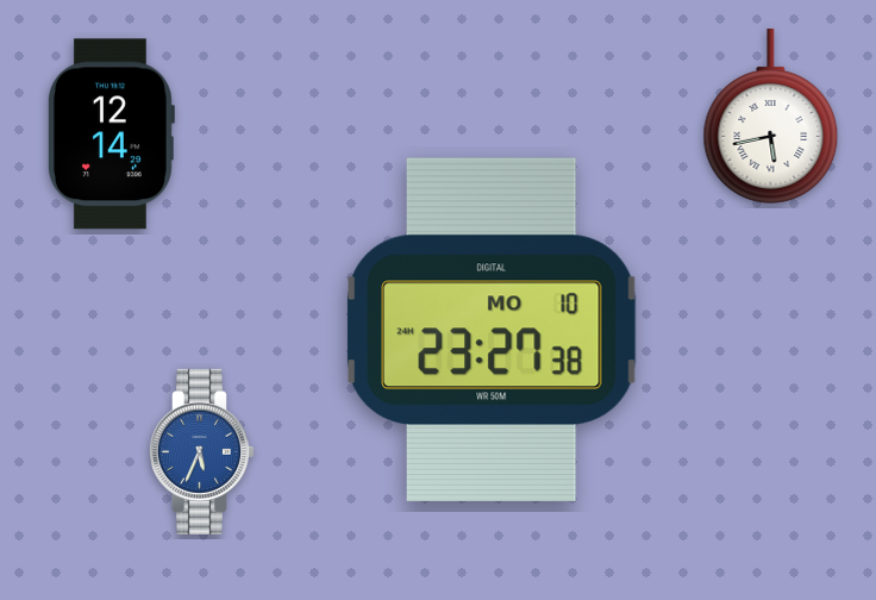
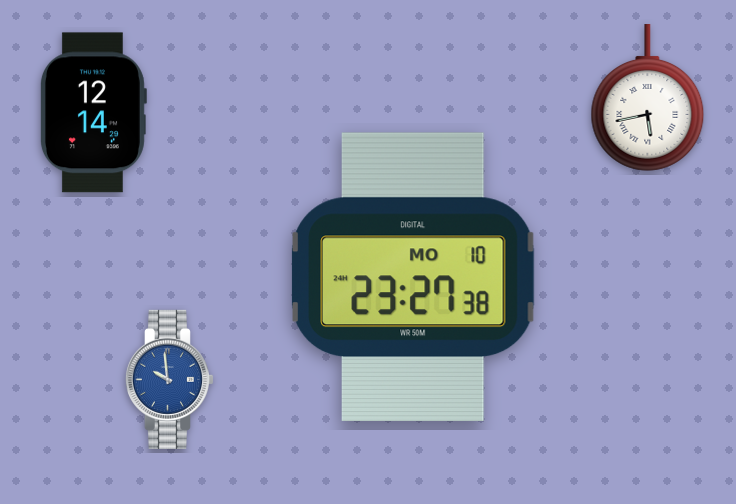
clock at (201, 451): 5:34 -> 9:59
